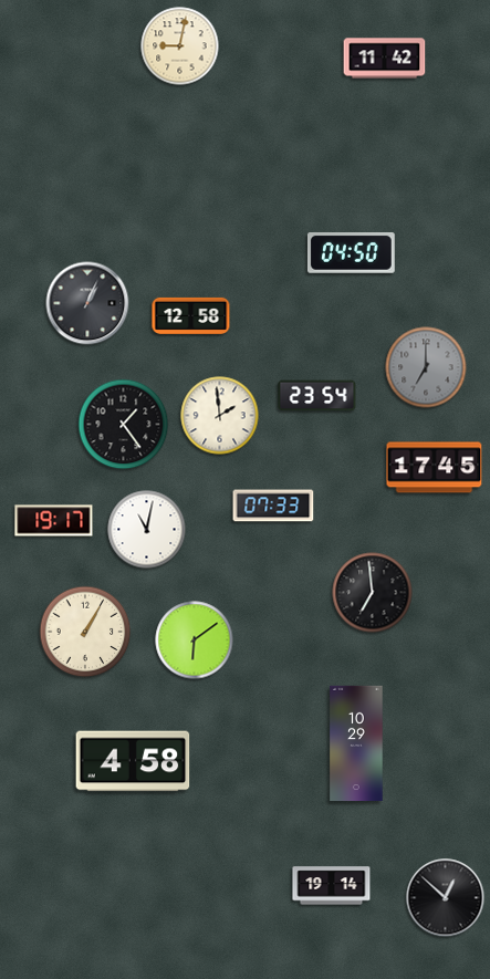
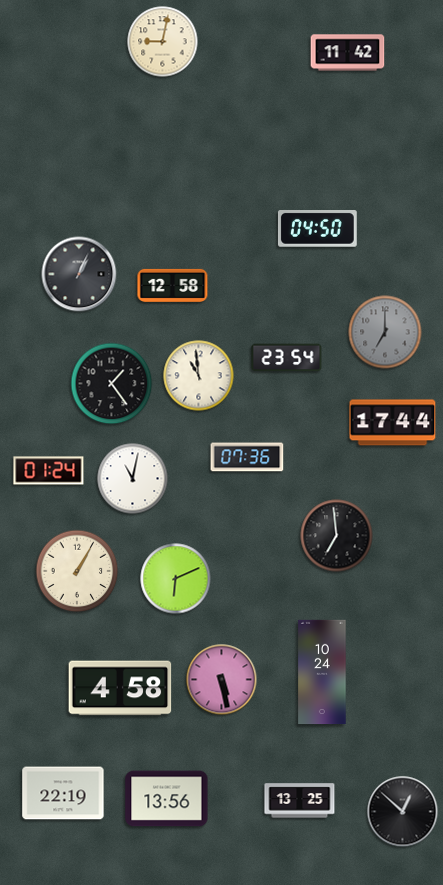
clock at (220, 416): 1:59 -> 10:59
clock at (435, 468): 17:45 -> 17:44
clock at (273, 506): 07:33 -> 07:36
clock at (54, 521): 19:17 -> 01:24
clock at (195, 640): 6:09 -> 6:11
clock at (356, 743): 10:29 -> 10:24
clock at (222, 680): none -> 5:28
clock at (63, 793): none -> 22:19
clock at (167, 799): none -> 13:56
clock at (332, 886): 19:14 -> 13:25
